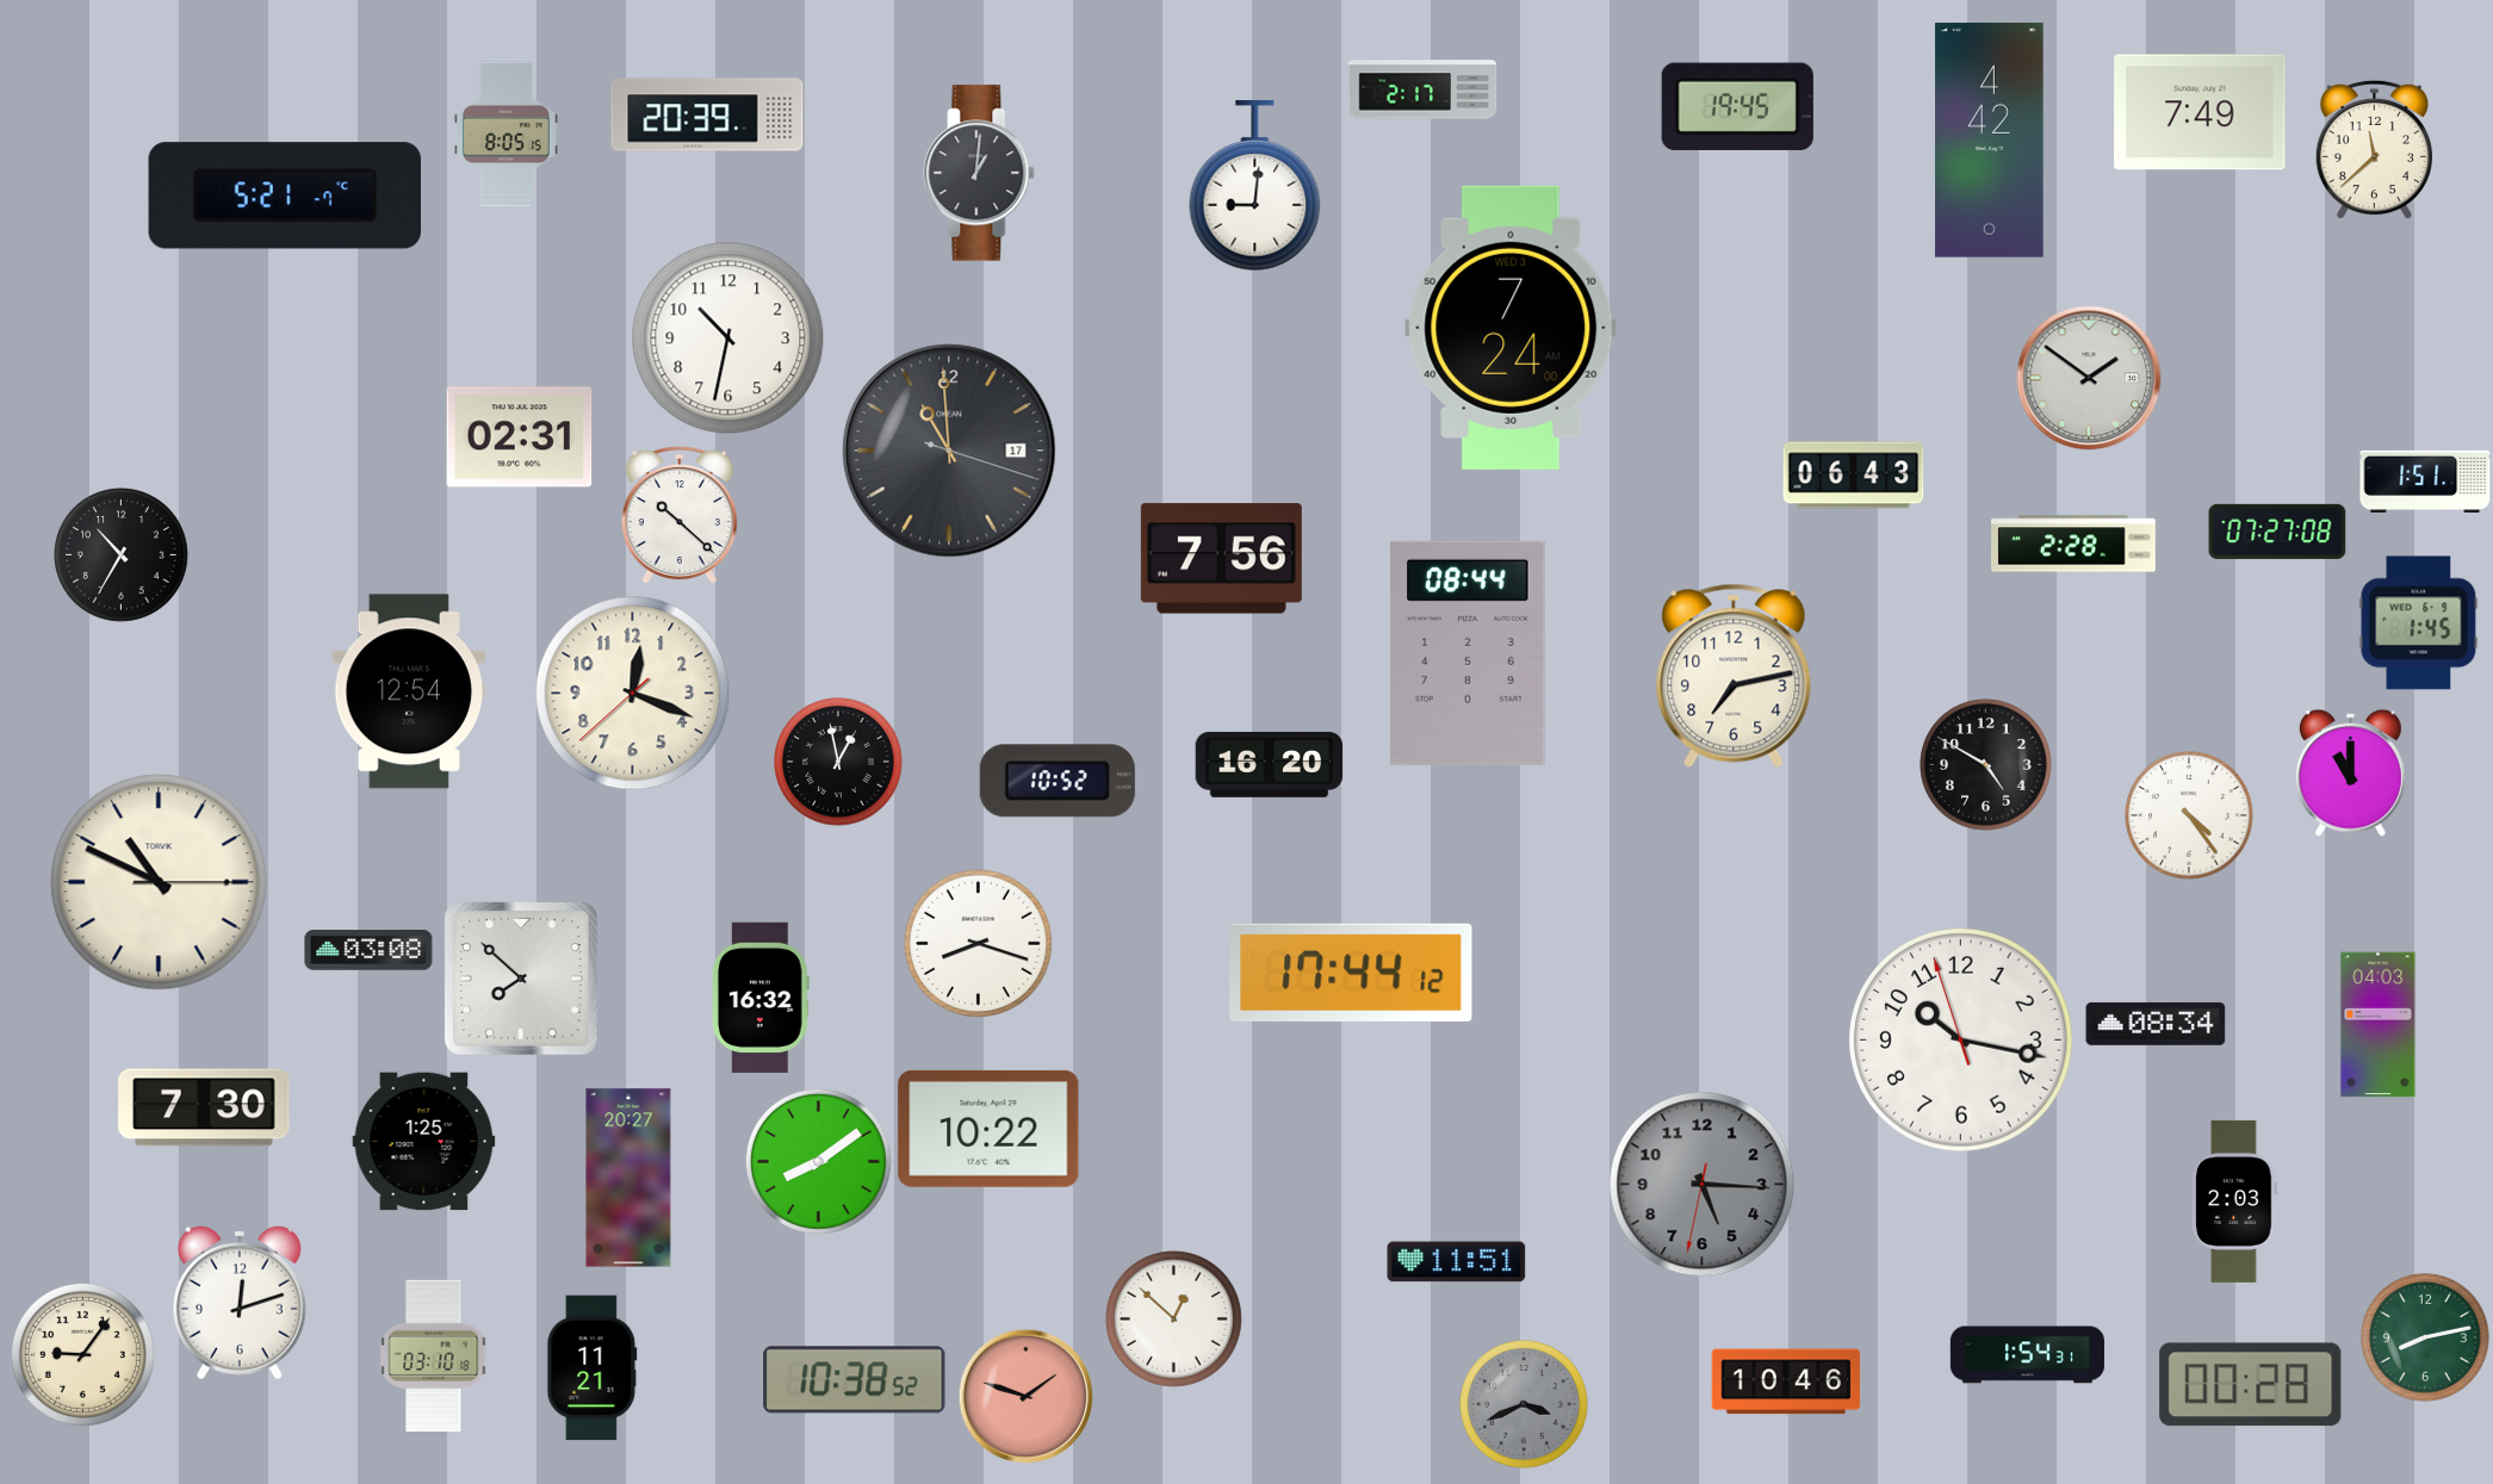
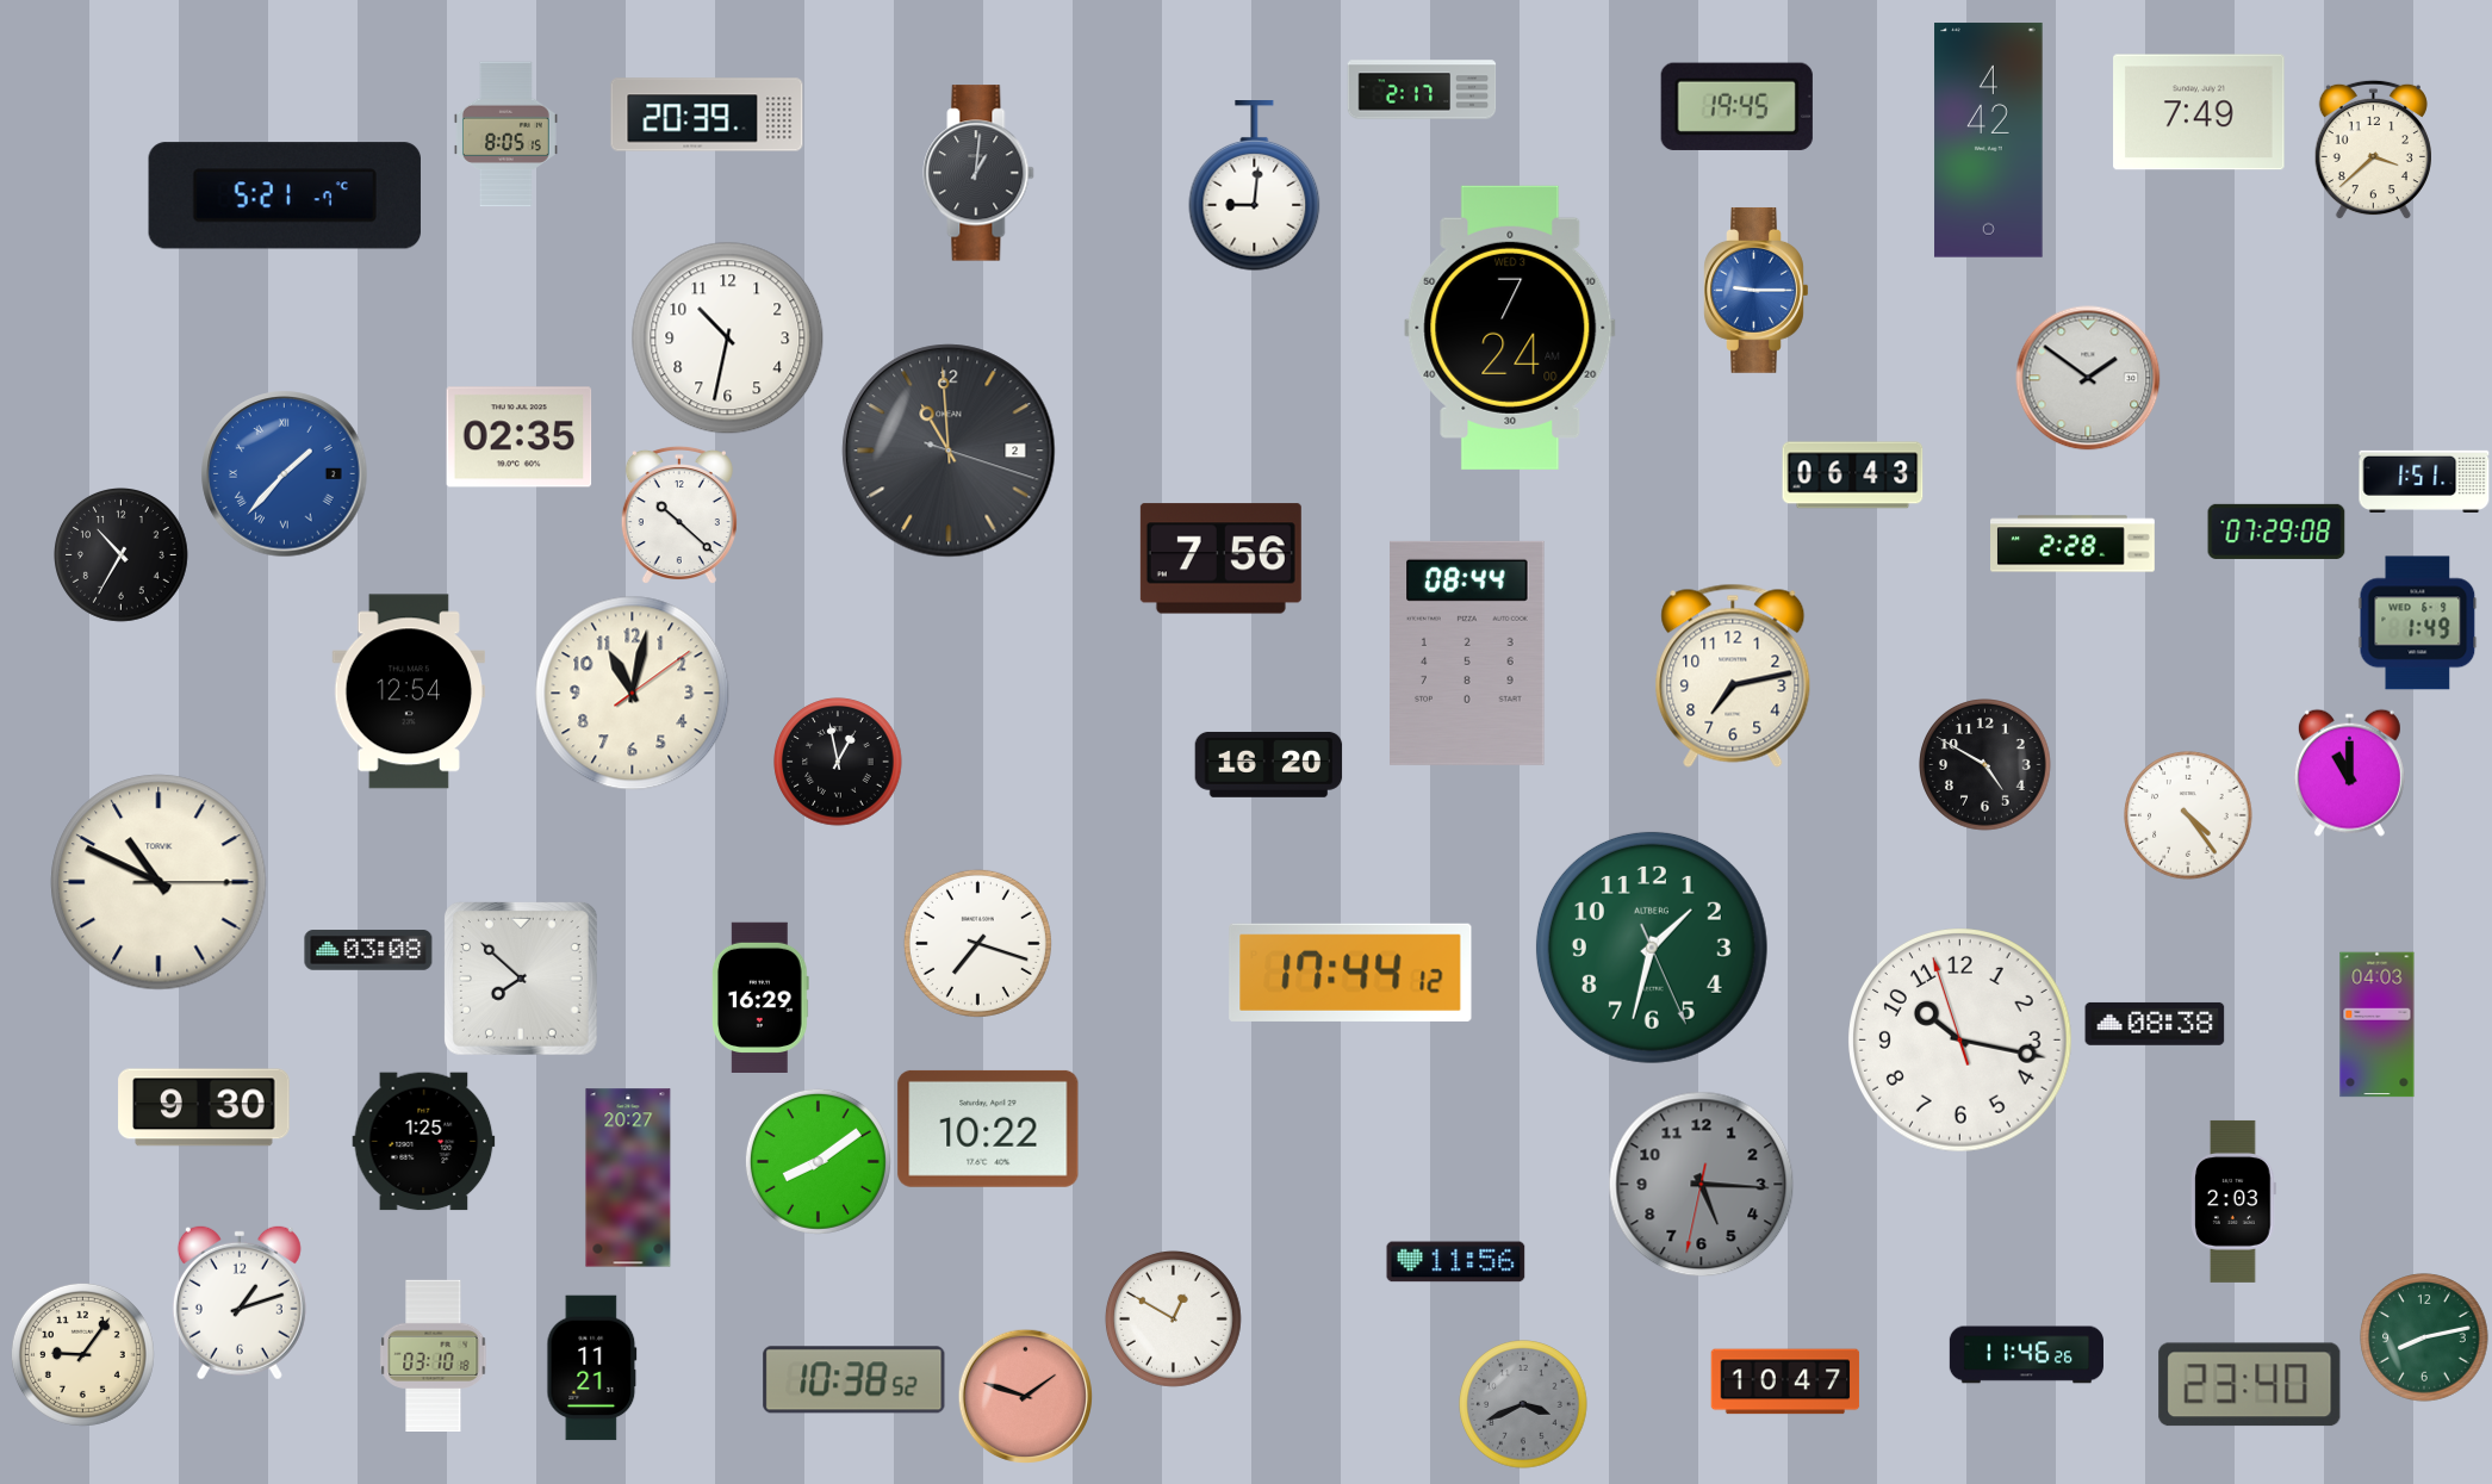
clock at (2374, 149): 11:38 -> 3:38
clock at (1757, 290): none -> 9:15
clock at (520, 437): 02:31 -> 02:35
clock at (949, 451) date: 17 -> 2
clock at (285, 474): none -> 1:37
clock at (2277, 532): 07:27 -> 07:29
clock at (2419, 623): 1:45 -> 1:49
clock at (633, 694): 12:18 -> 11:02
clock at (1058, 781): 10:52 -> none
clock at (978, 943): 8:18 -> 7:18
clock at (1652, 948): none -> 1:32
clock at (762, 996): 16:32 -> 16:29
clock at (2156, 1024): 08:34 -> 08:38
clock at (204, 1107): 7:30 -> 9:30
clock at (1457, 1262): 11:51 -> 11:56
clock at (240, 1303): 12:12 -> 1:12
clock at (1173, 1318): 12:52 -> 12:50
clock at (2027, 1355): 1:54 -> 11:46
clock at (1786, 1381): 10:46 -> 10:47
clock at (2251, 1385): 00:28 -> 23:40
